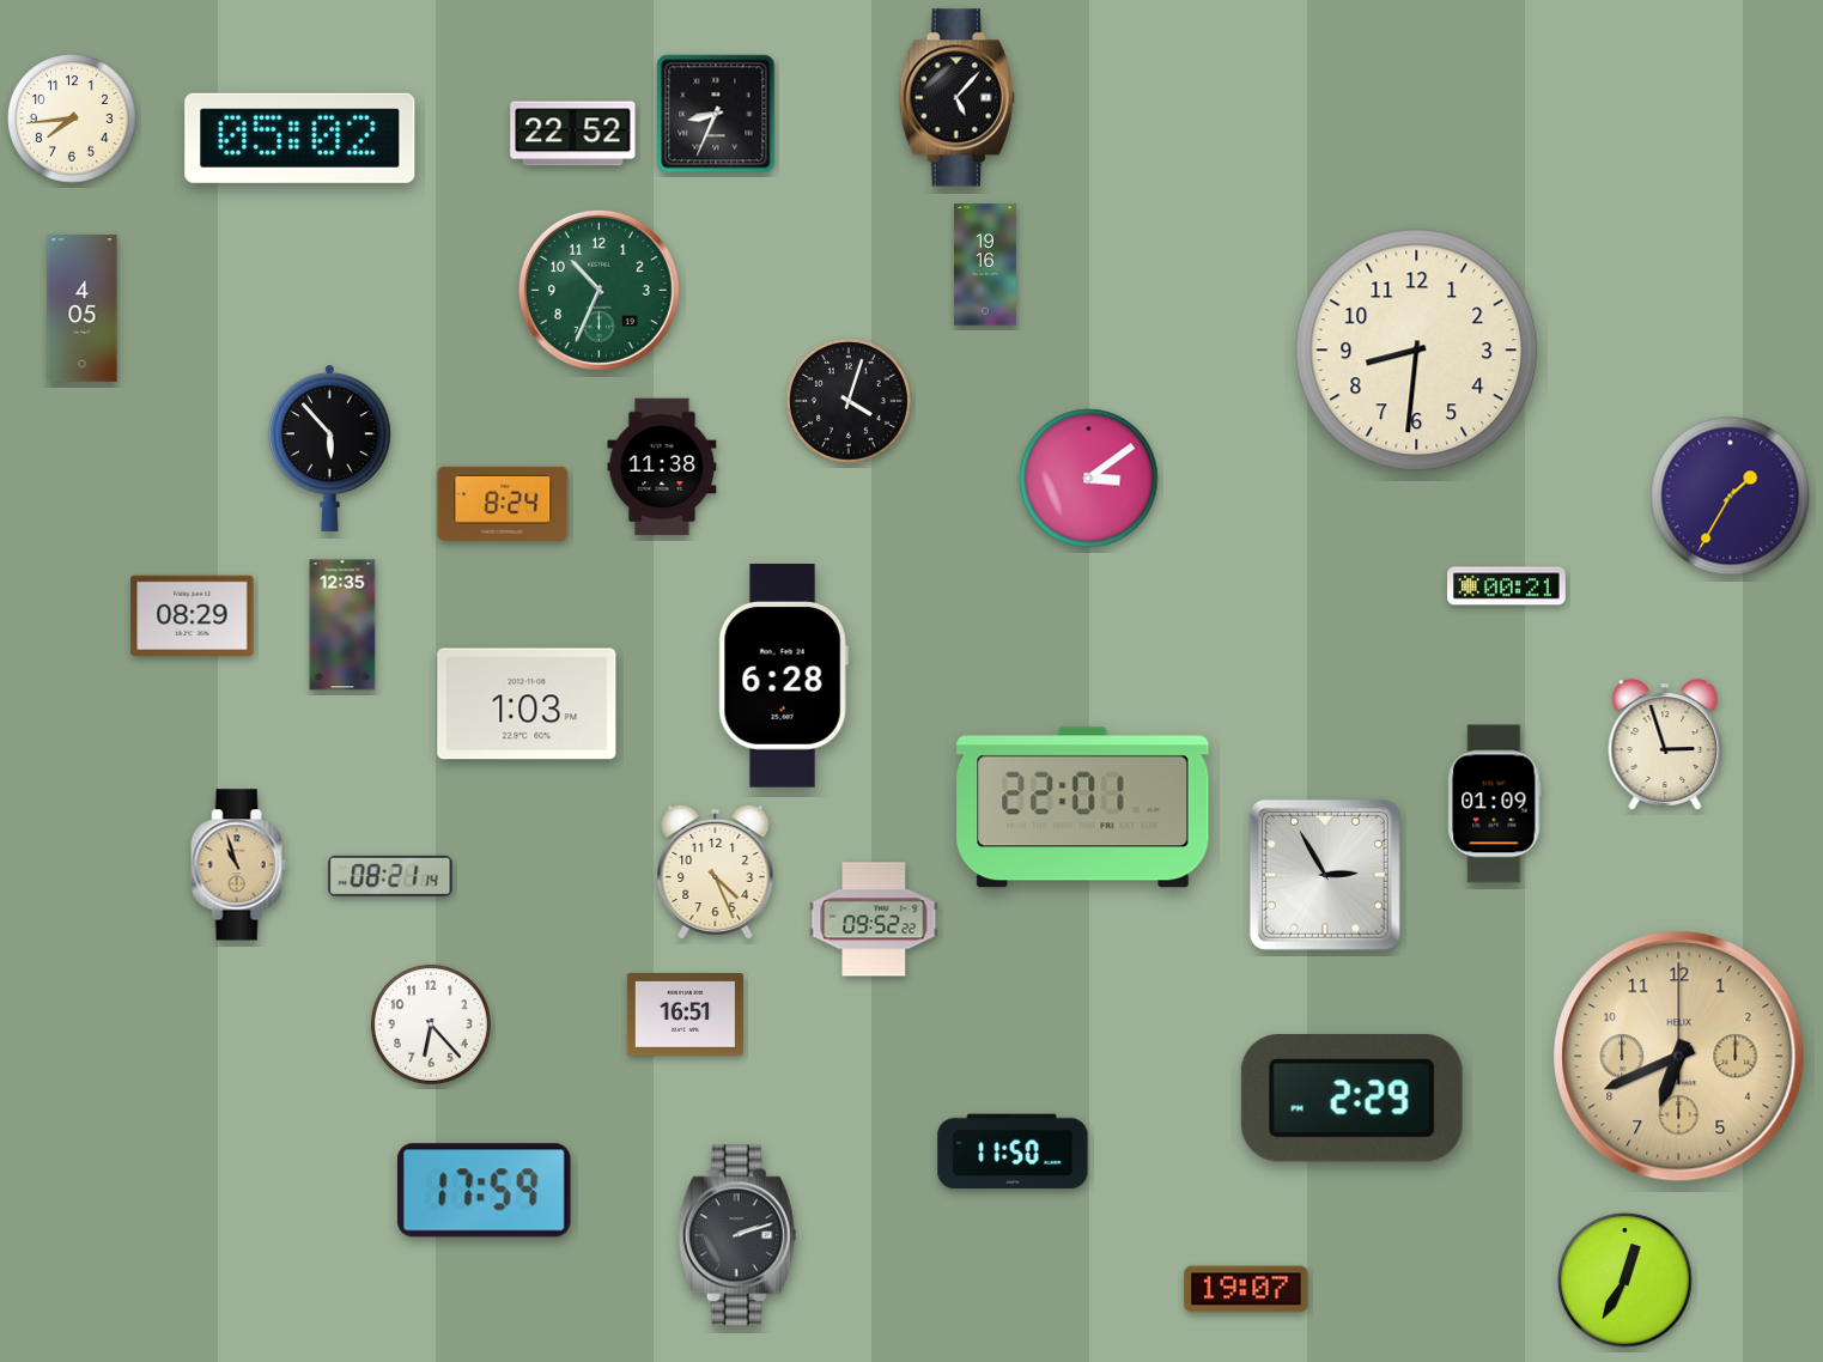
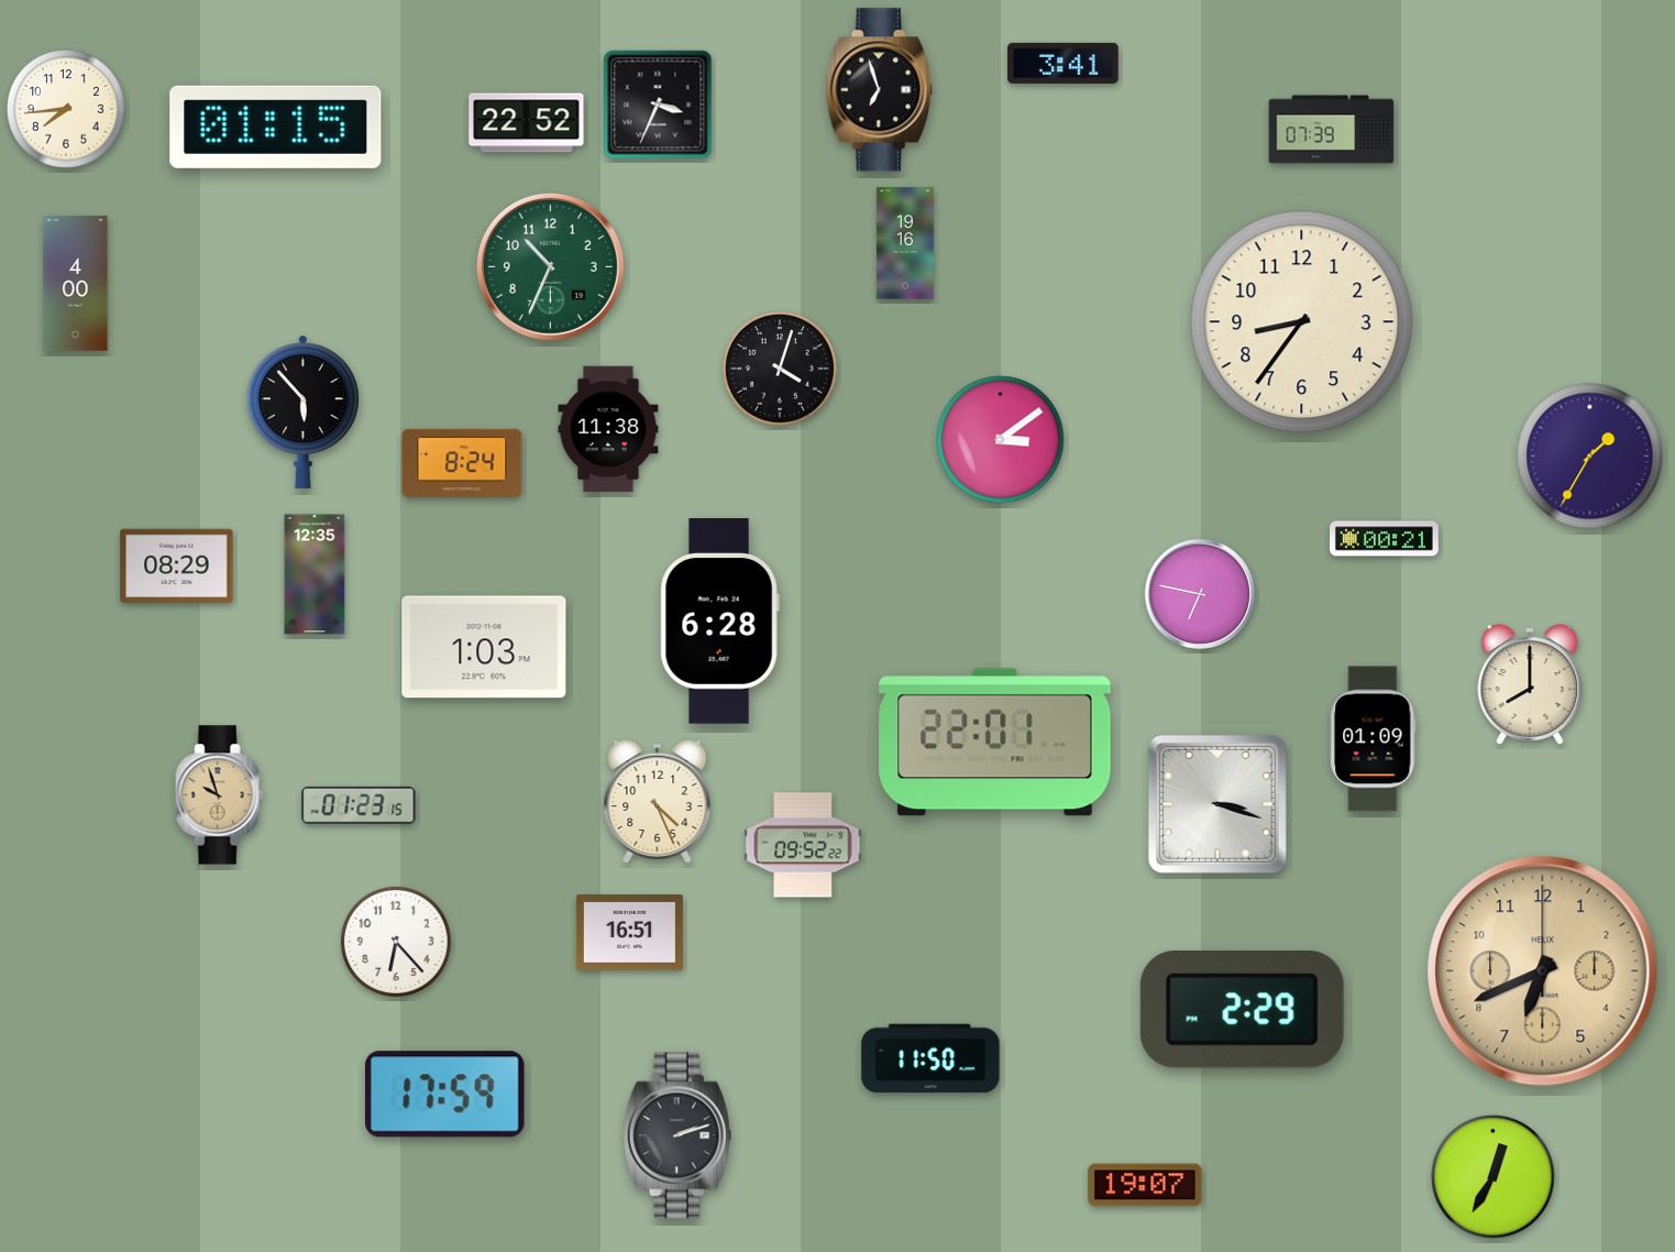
clock at (1064, 63): none -> 3:41
clock at (956, 98): 5:07 -> 6:57
clock at (716, 114): 8:34 -> 3:34
clock at (300, 138): 05:02 -> 01:15
clock at (1332, 130): none -> 07:39
clock at (83, 309): 4:05 -> 4:00
clock at (1417, 351): 8:31 -> 8:36
clock at (1200, 594): none -> 6:47
clock at (1665, 744): 2:57 -> 8:00
clock at (239, 865): 10:57 -> 9:57
clock at (1325, 875): 2:55 -> 3:18
clock at (390, 876): 08:21 -> 01:23
